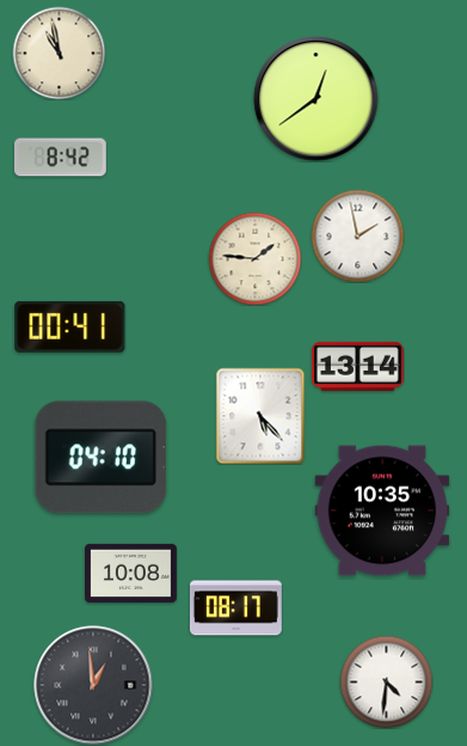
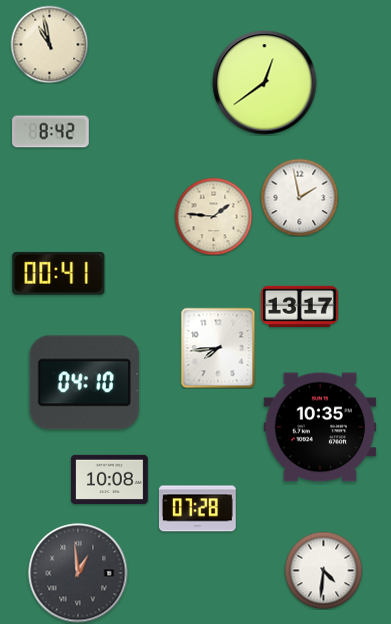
clock at (358, 366): 13:14 -> 13:17
clock at (260, 416): 5:23 -> 7:44
clock at (235, 609): 08:17 -> 07:28
